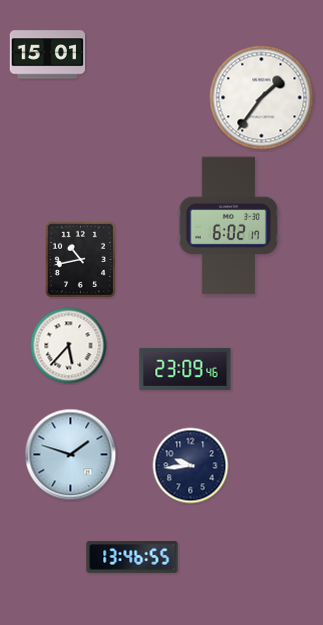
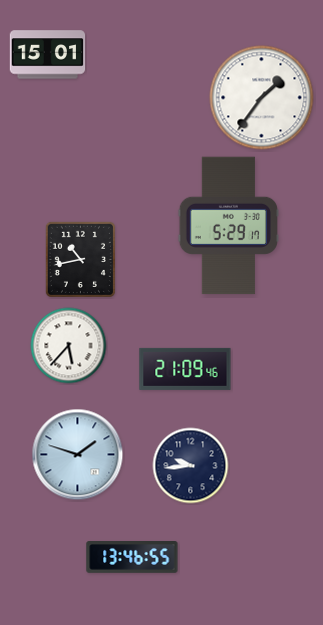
clock at (228, 226): 6:02 -> 5:29
clock at (185, 369): 23:09 -> 21:09
clock at (71, 455) position: (71, 455) -> (78, 455)
